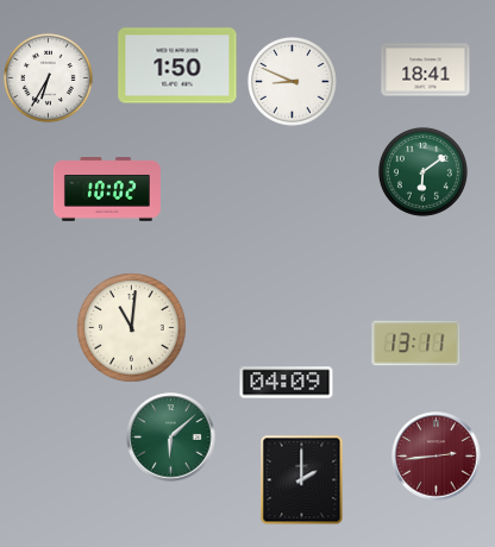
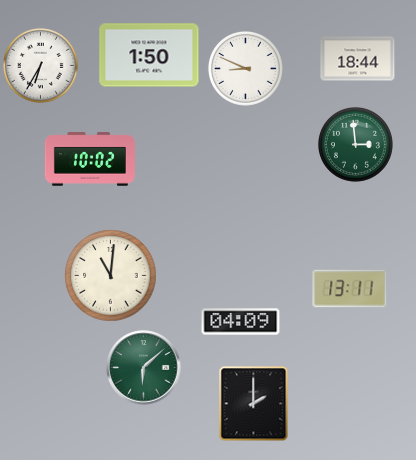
clock at (426, 70): 18:41 -> 18:44
clock at (422, 171): 6:09 -> 2:59
clock at (437, 457): 2:44 -> none
